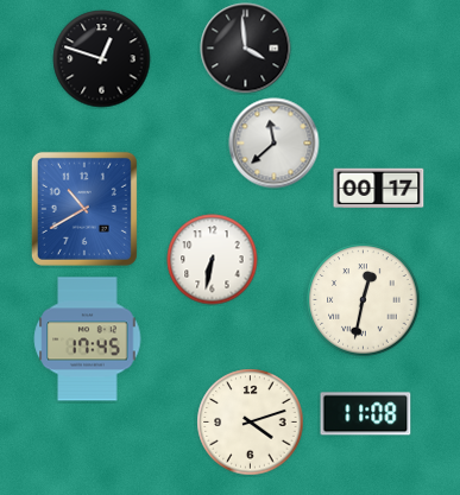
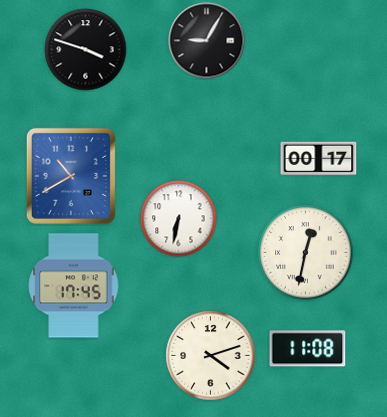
clock at (246, 49): 3:59 -> 9:05
clock at (102, 59): 12:48 -> 3:48
clock at (275, 144): 11:38 -> none
